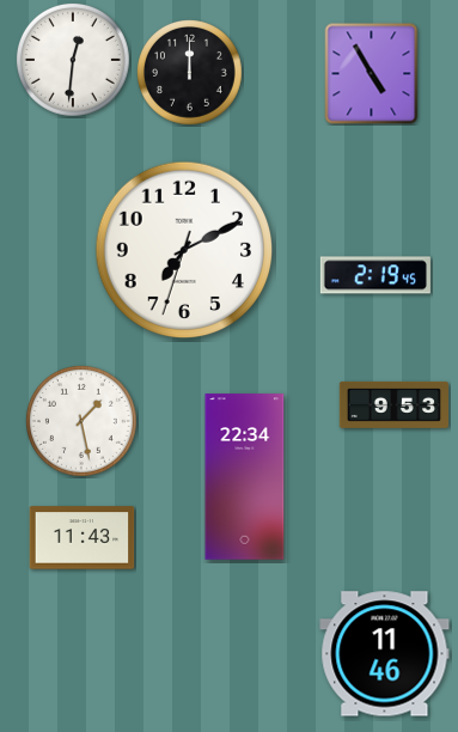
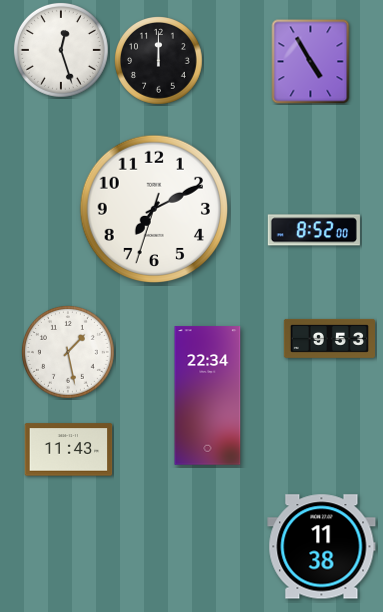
clock at (73, 60): 12:31 -> 12:27
clock at (375, 275): 2:19 -> 8:52
clock at (245, 477) position: (245, 477) -> (208, 396)
clock at (385, 654): 11:46 -> 11:38
